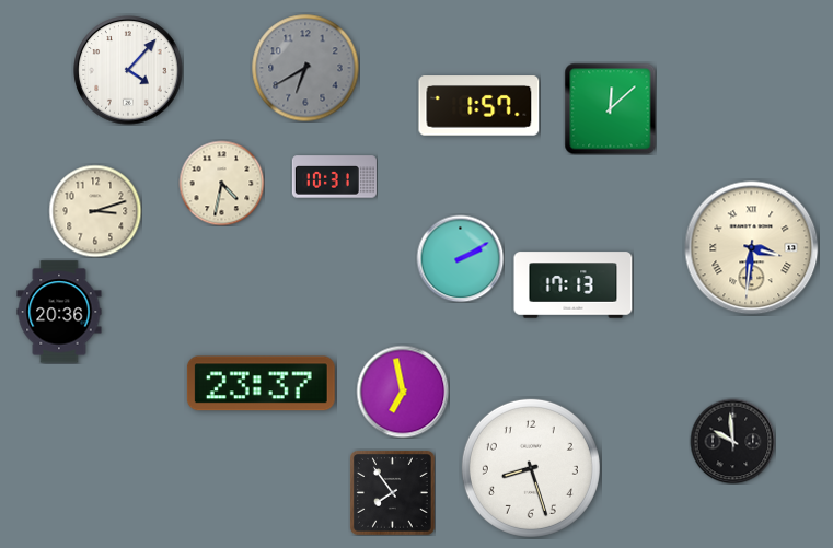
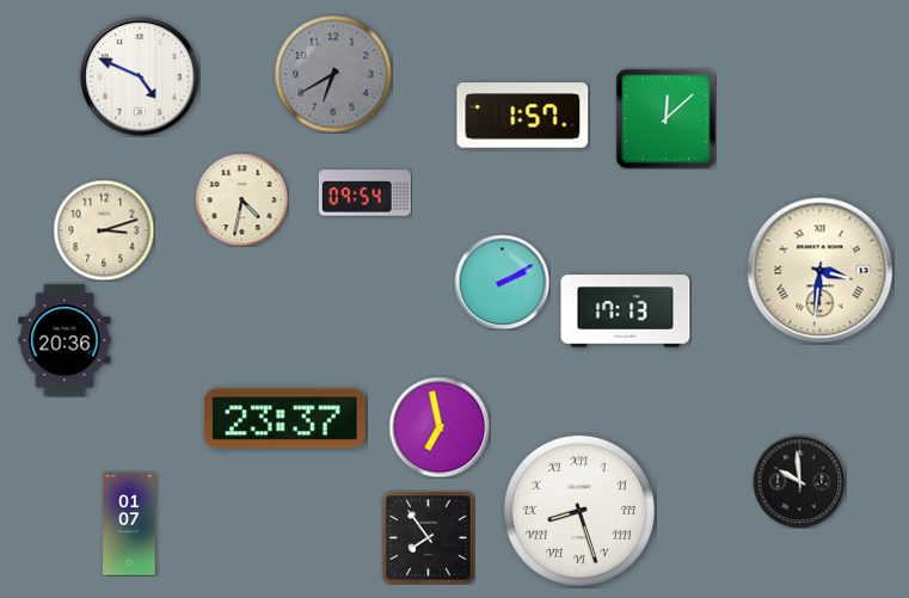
clock at (128, 70): 4:07 -> 4:49
clock at (334, 177): 10:31 -> 09:54
clock at (531, 468) numerals: Arabic -> Roman
clock at (129, 524): none -> 01:07
